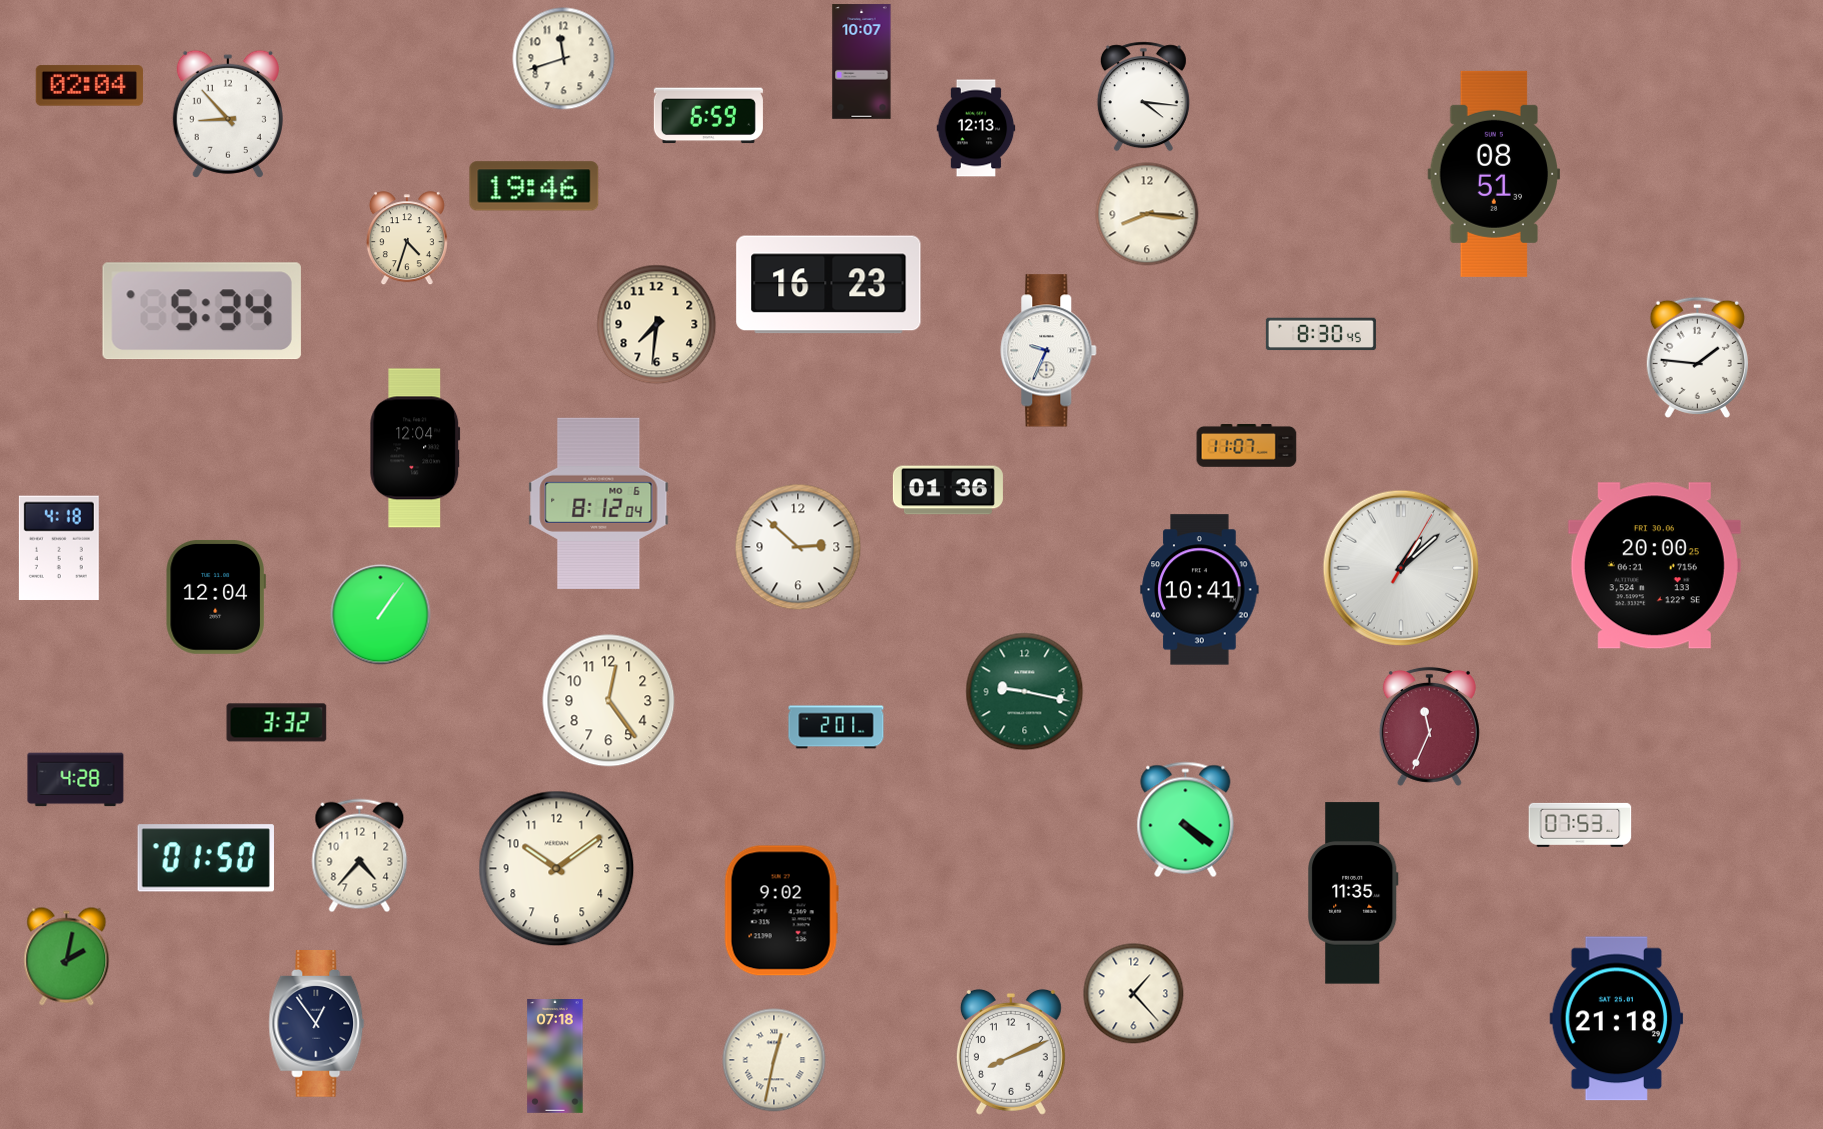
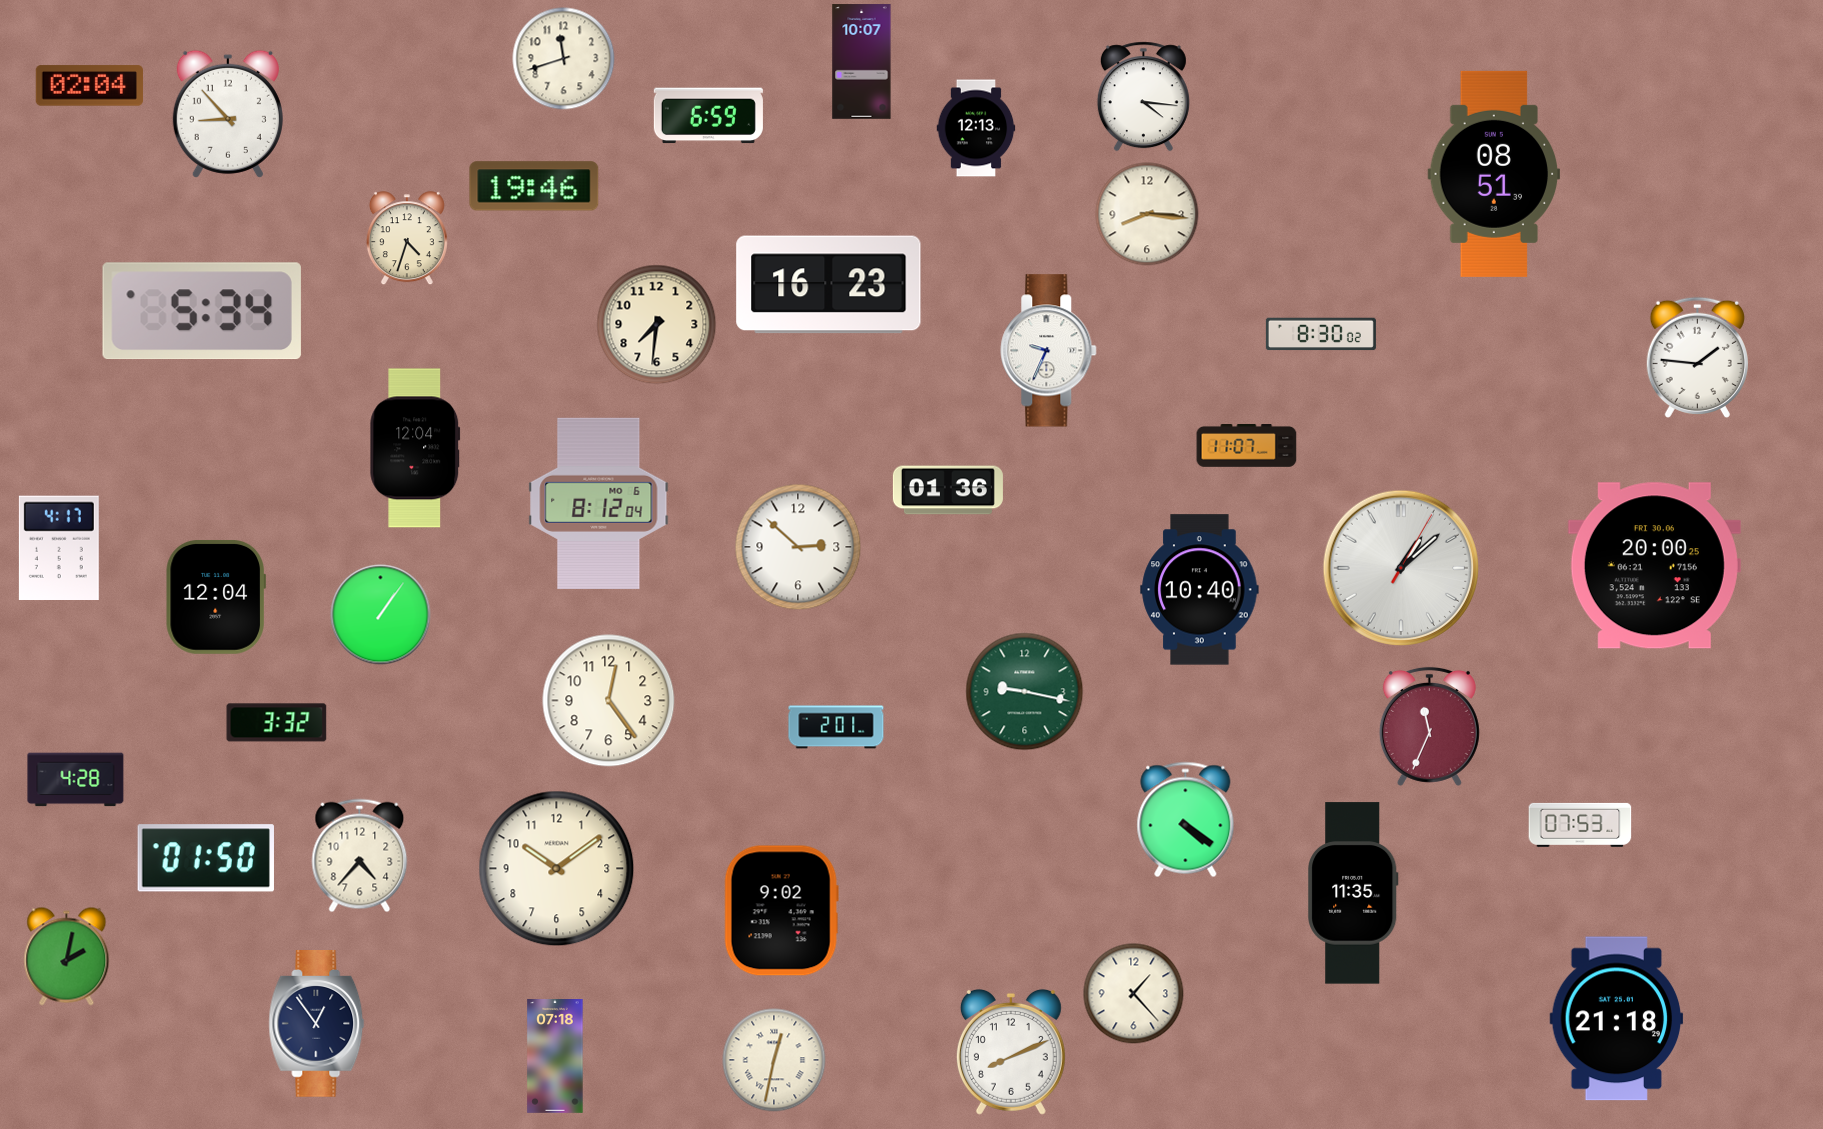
clock at (1321, 334): 8:30:45 -> 8:30:02
clock at (59, 548): 4:18 -> 4:17
clock at (1200, 590): 10:41 -> 10:40
